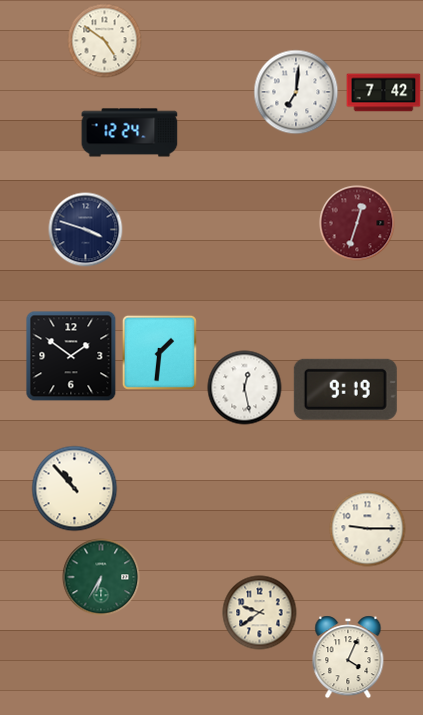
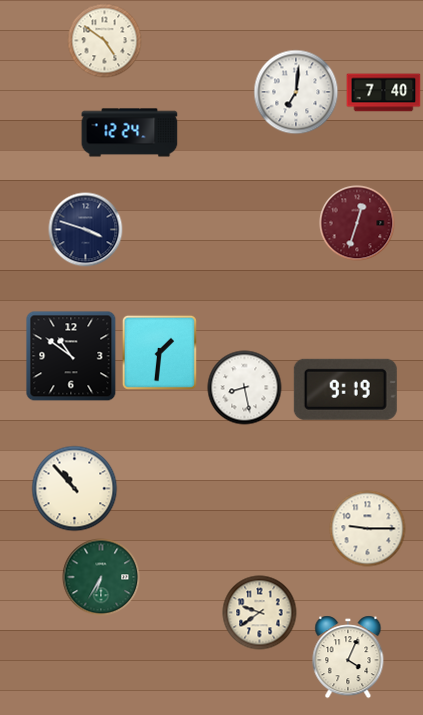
clock at (384, 93): 7:42 -> 7:40
clock at (71, 356): 1:51 -> 10:51
clock at (245, 388): 12:28 -> 8:28
